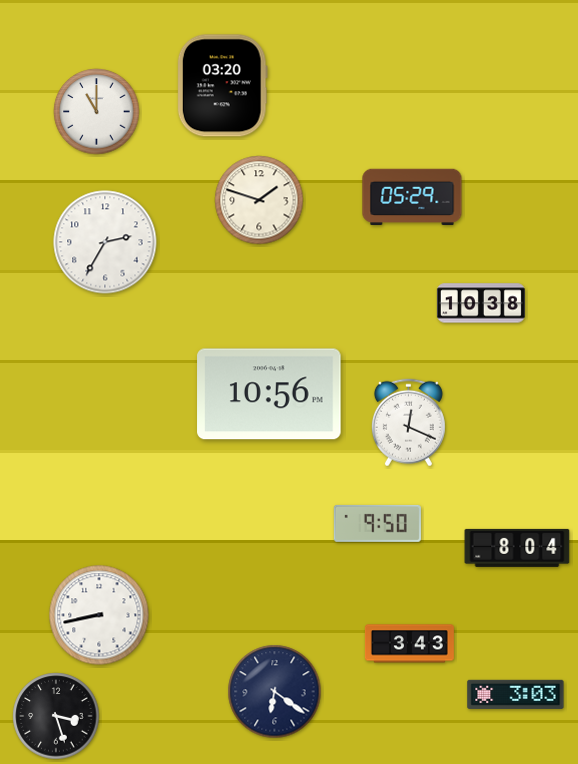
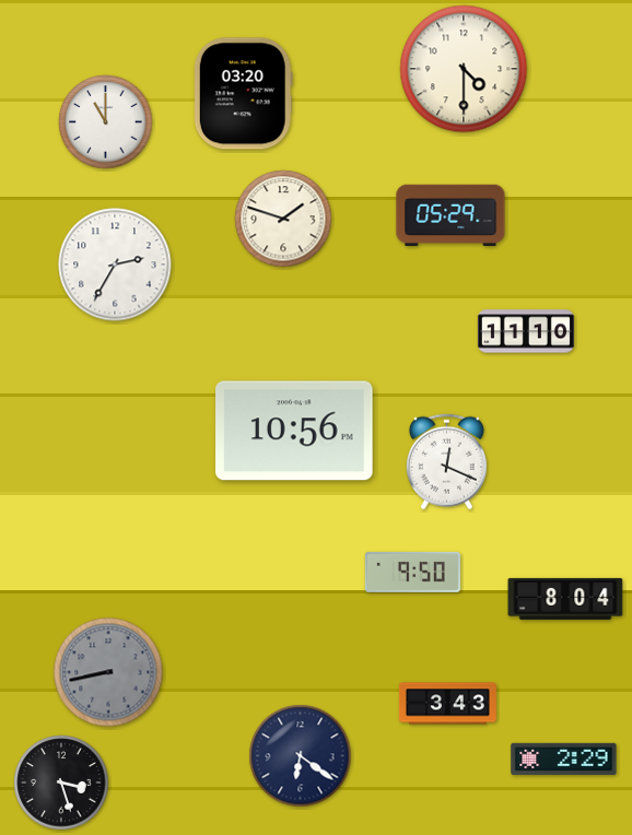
clock at (464, 69): none -> 4:30
clock at (481, 303): 10:38 -> 11:10
clock at (99, 615) dial: white -> grey
clock at (516, 694): 3:03 -> 2:29
